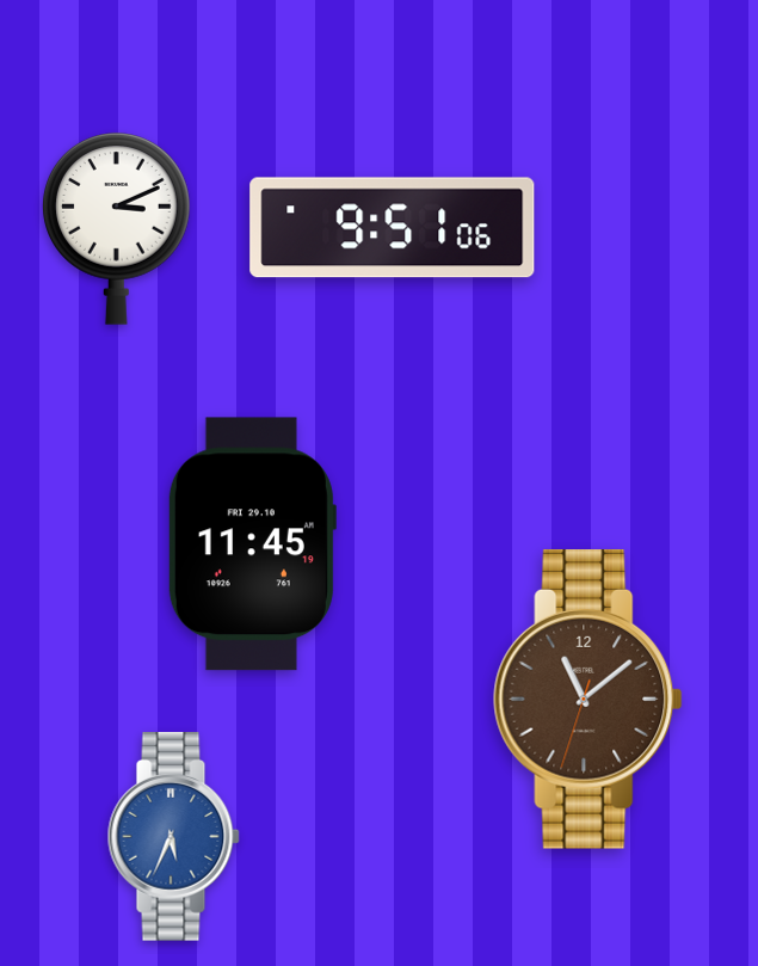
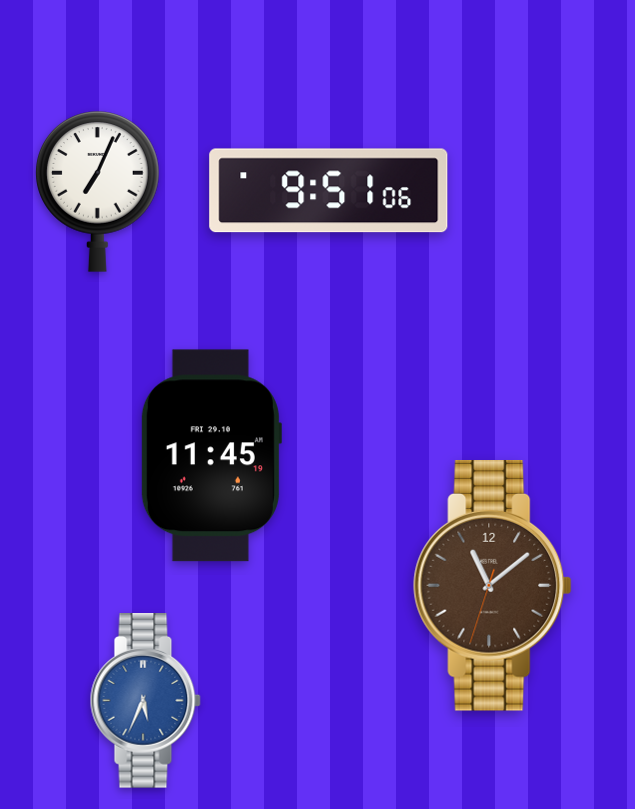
clock at (117, 229): 3:11 -> 7:04
